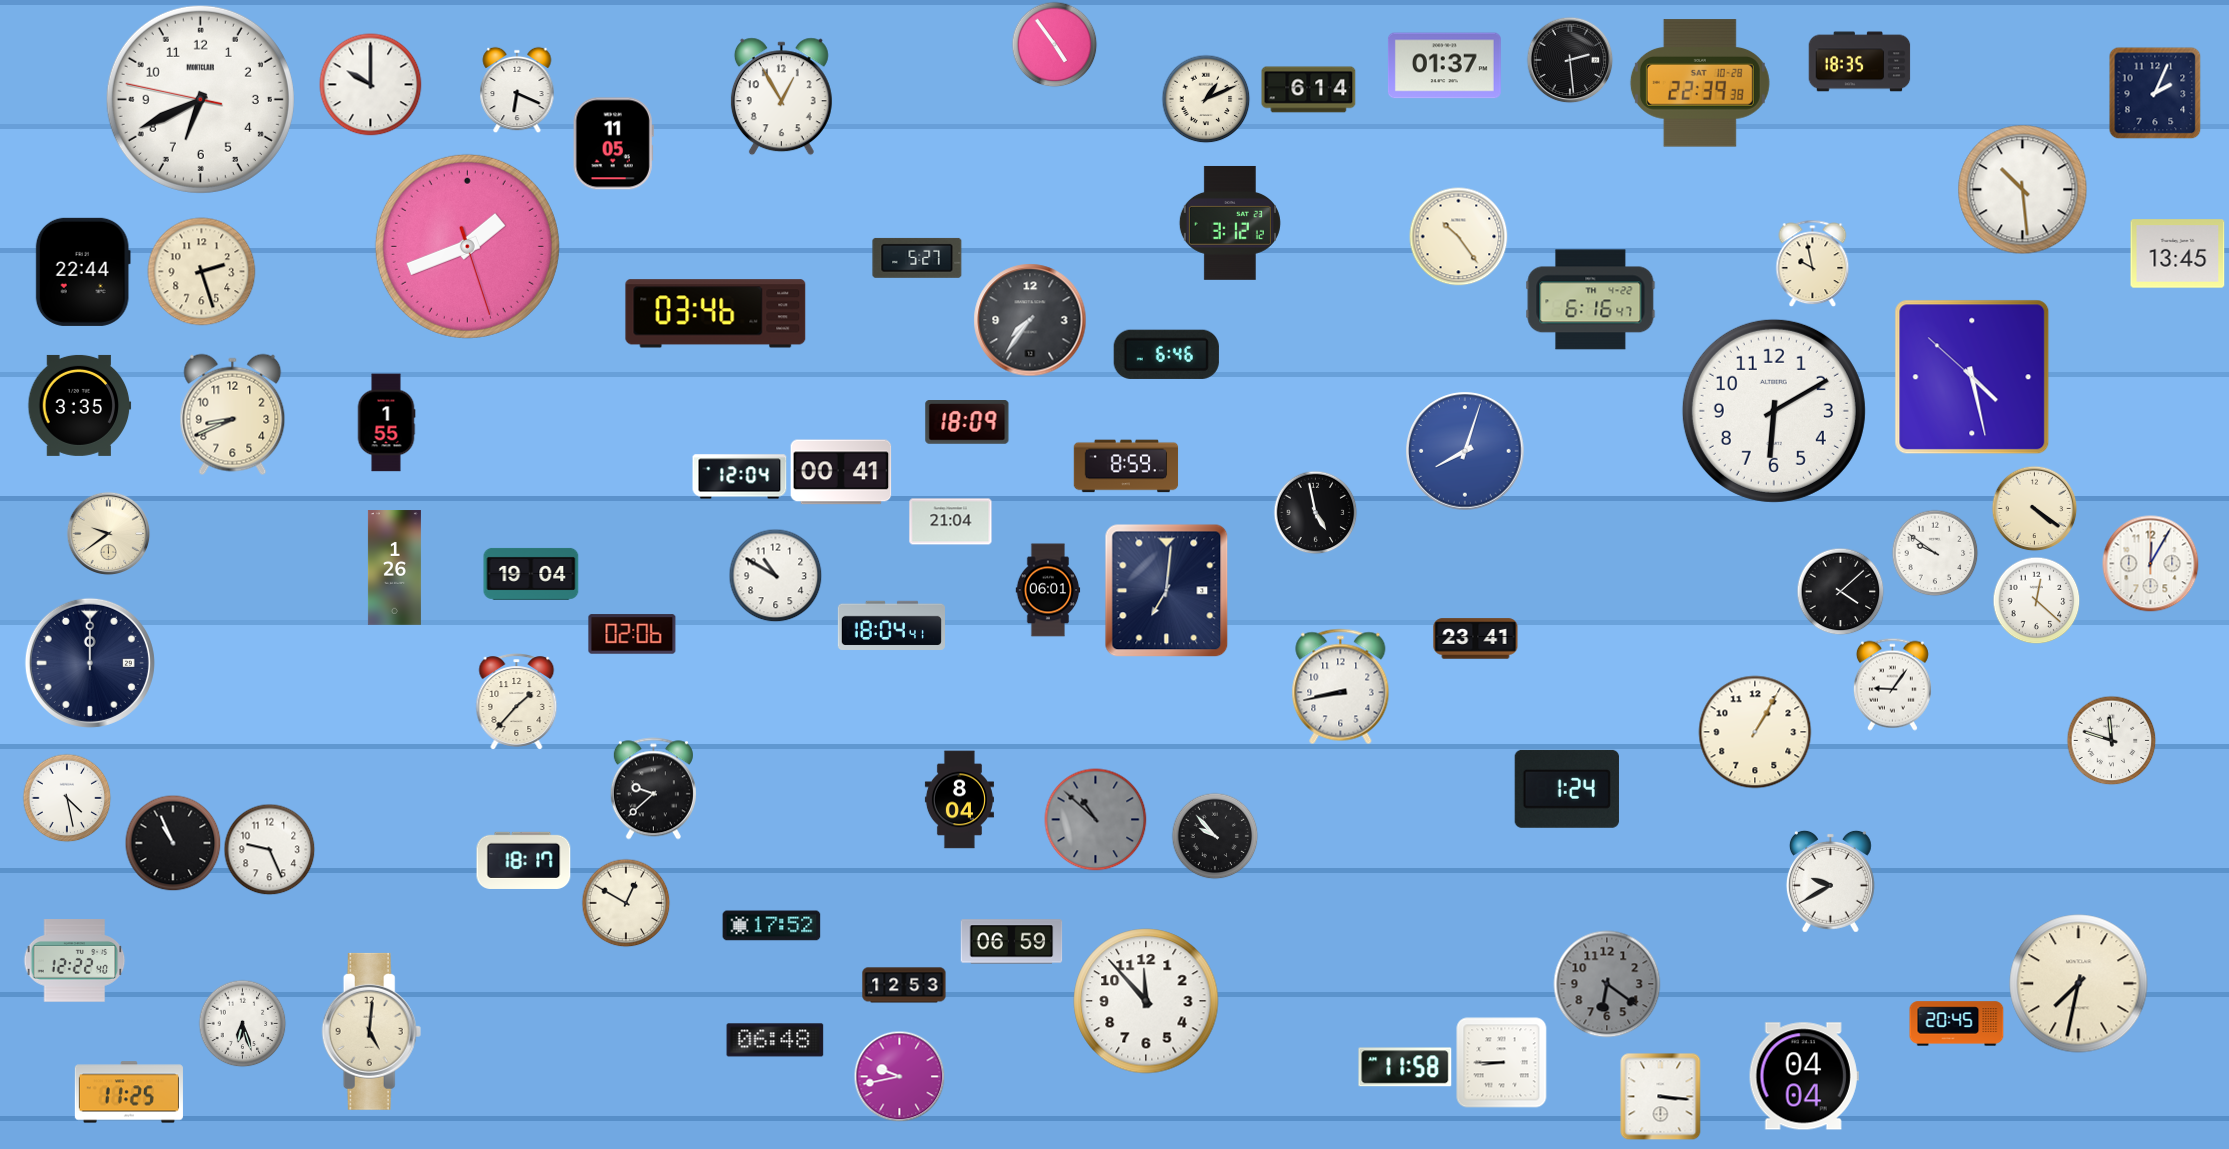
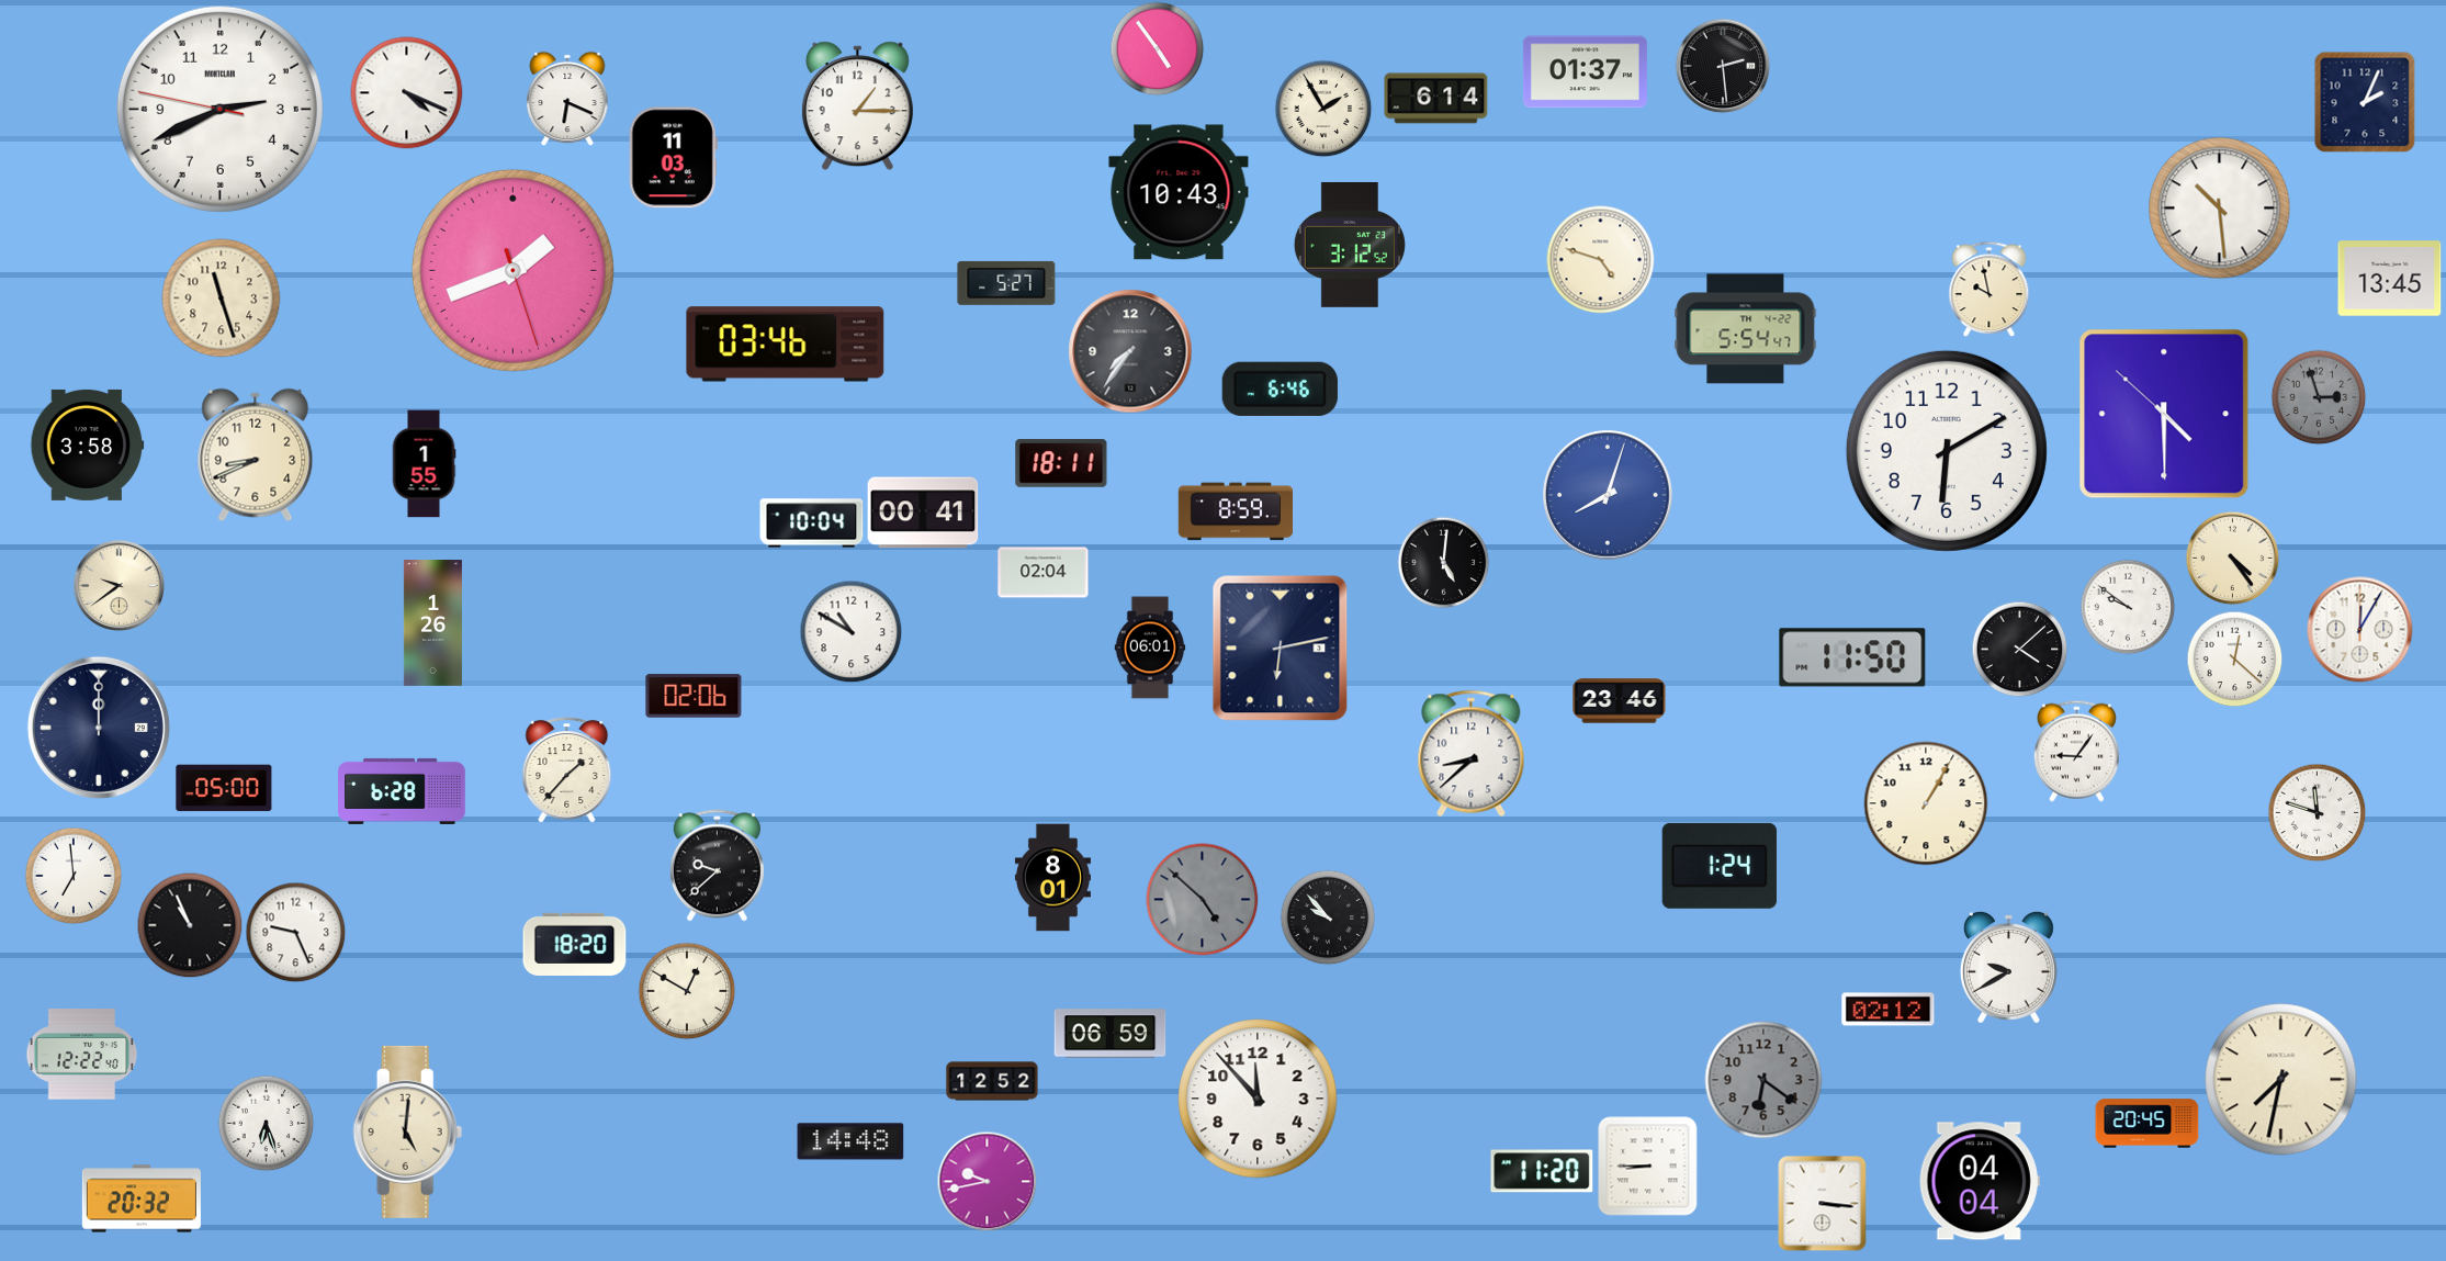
clock at (1860, 62): 18:35 -> none
clock at (1700, 83): 22:39 -> none
clock at (371, 85): 10:00 -> 4:19
clock at (781, 97): 12:55 -> 1:15
clock at (200, 99): 6:40 -> 2:40
clock at (1206, 99): 1:11 -> 1:55
clock at (613, 144): 11:05 -> 11:03
clock at (1179, 192): none -> 10:43
clock at (1230, 223): 3:12:12 -> 3:12:52
clock at (1459, 237): 10:24 -> 4:48
clock at (83, 272): 22:44 -> none
clock at (202, 272): 2:27 -> 11:27
clock at (1591, 300): 6:16 -> 5:54
clock at (2319, 397): none -> 2:57
clock at (1972, 377): 4:27 -> 4:29
clock at (80, 405): 3:35 -> 3:58
clock at (967, 423): 18:09 -> 18:11
clock at (841, 472) position: (841, 472) -> (923, 513)
clock at (740, 477): 12:04 -> 10:04
clock at (2034, 508): 4:21 -> 4:24
clock at (1315, 512): 4:58 -> 5:01
clock at (951, 522): 21:04 -> 02:04
clock at (1935, 553) position: (1935, 553) -> (2128, 607)
clock at (2151, 564) position: (2151, 564) -> (2360, 630)
clock at (531, 574): 19:04 -> none
clock at (1167, 591): 7:01 -> 6:13
clock at (1852, 657): none -> 11:50
clock at (891, 625): 18:04 -> none
clock at (1476, 639): 23:41 -> 23:46
clock at (1341, 687): 8:43 -> 8:38
clock at (224, 788): none -> 05:00
clock at (402, 791): none -> 6:28
clock at (67, 798): 4:28 -> 6:59
clock at (959, 800): 8:04 -> 8:01
clock at (1096, 820): 10:52 -> 4:52
clock at (1215, 836) position: (1215, 836) -> (1328, 917)
clock at (524, 860): 18:17 -> 18:20
clock at (1889, 1010): none -> 02:12
clock at (772, 926): 17:52 -> none
clock at (904, 985): 12:53 -> 12:52
clock at (775, 1040): 06:48 -> 14:48
clock at (1405, 1067): 11:58 -> 11:20
clock at (129, 1092): 11:25 -> 20:32
